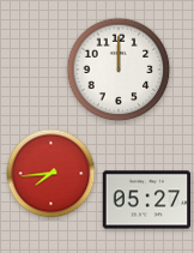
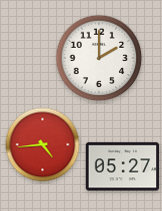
clock at (119, 70): 12:00 -> 2:00
clock at (51, 174): 7:44 -> 4:44
